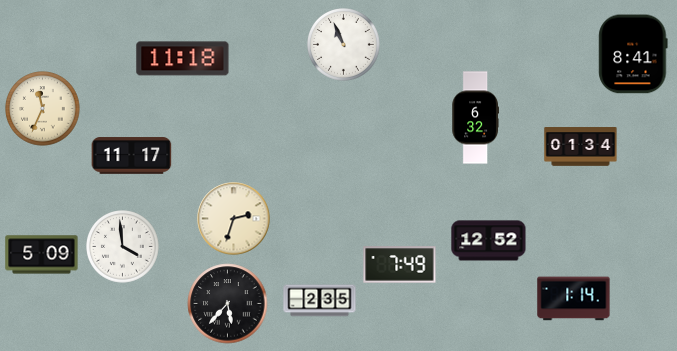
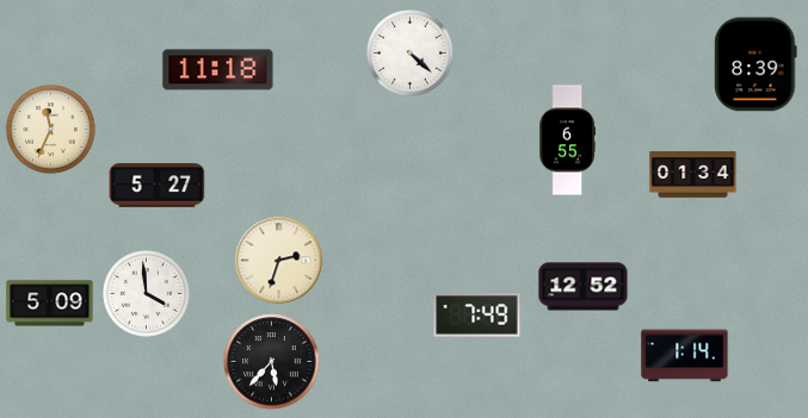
clock at (344, 45): 10:56 -> 4:22
clock at (633, 54): 8:41 -> 8:39
clock at (475, 118): 6:32 -> 6:55
clock at (132, 156): 11:17 -> 5:27
clock at (320, 301): 2:35 -> none
